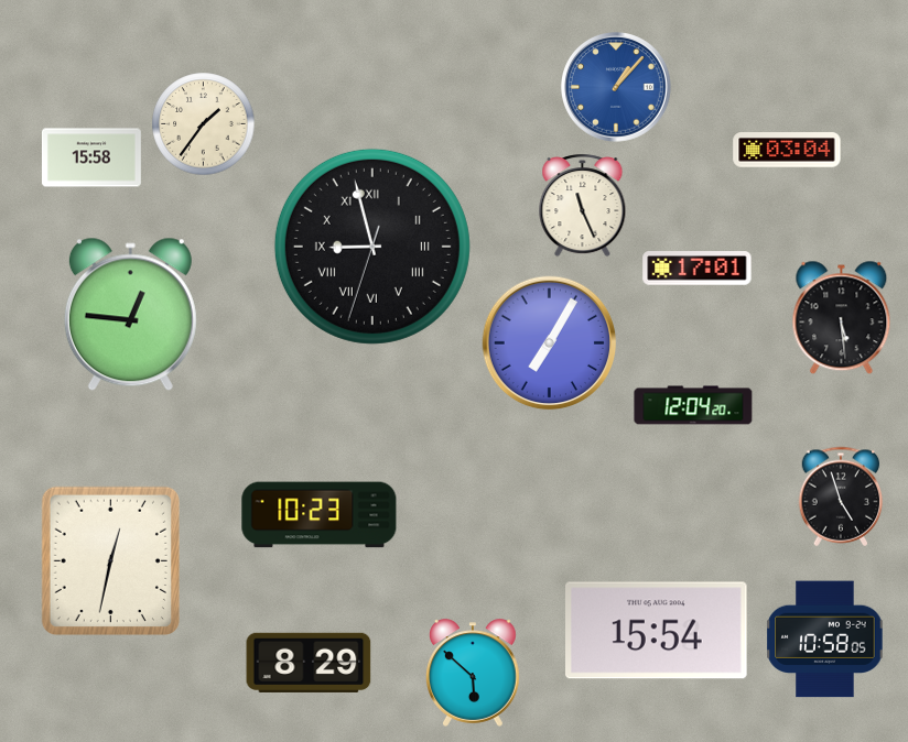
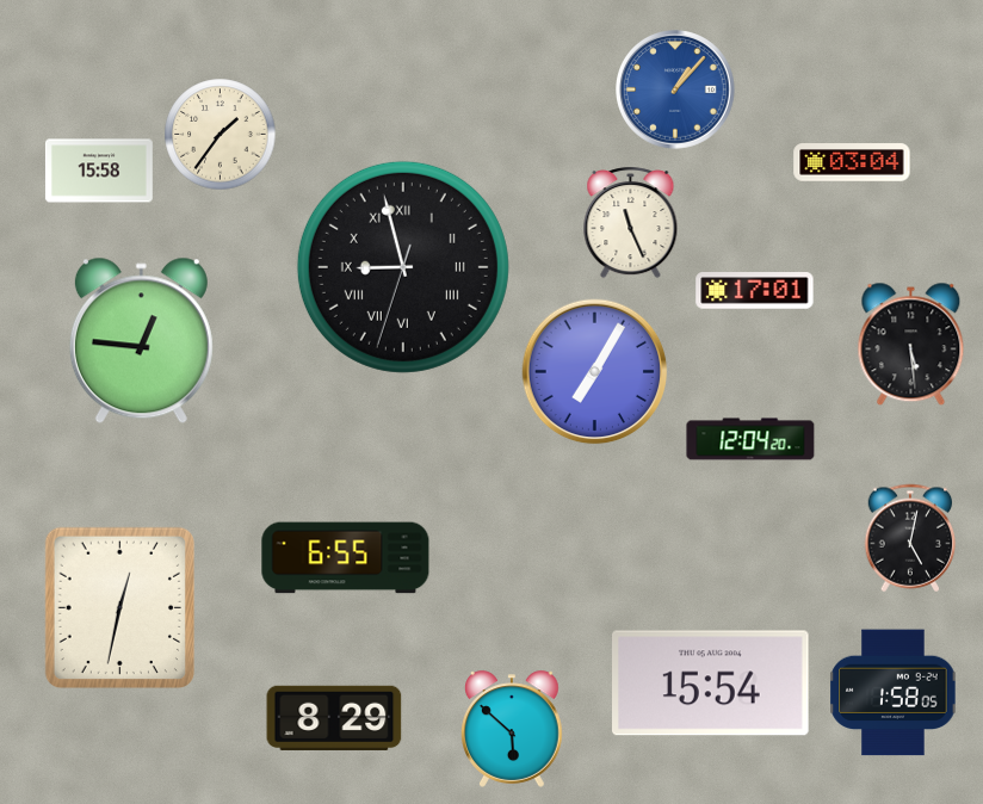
clock at (617, 88) position: (617, 88) -> (676, 91)
clock at (841, 497): 4:57 -> 5:02
clock at (320, 515): 10:23 -> 6:55
clock at (825, 640): 10:58 -> 1:58
